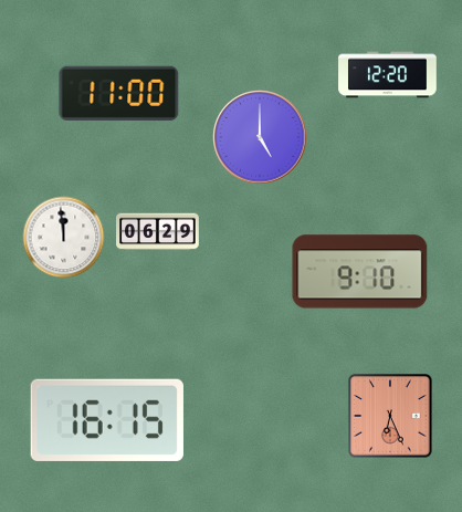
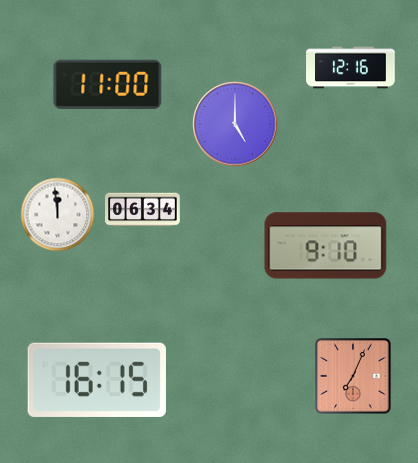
clock at (388, 75): 12:20 -> 12:16
clock at (158, 232): 06:29 -> 06:34
clock at (390, 416): 6:26 -> 7:04
